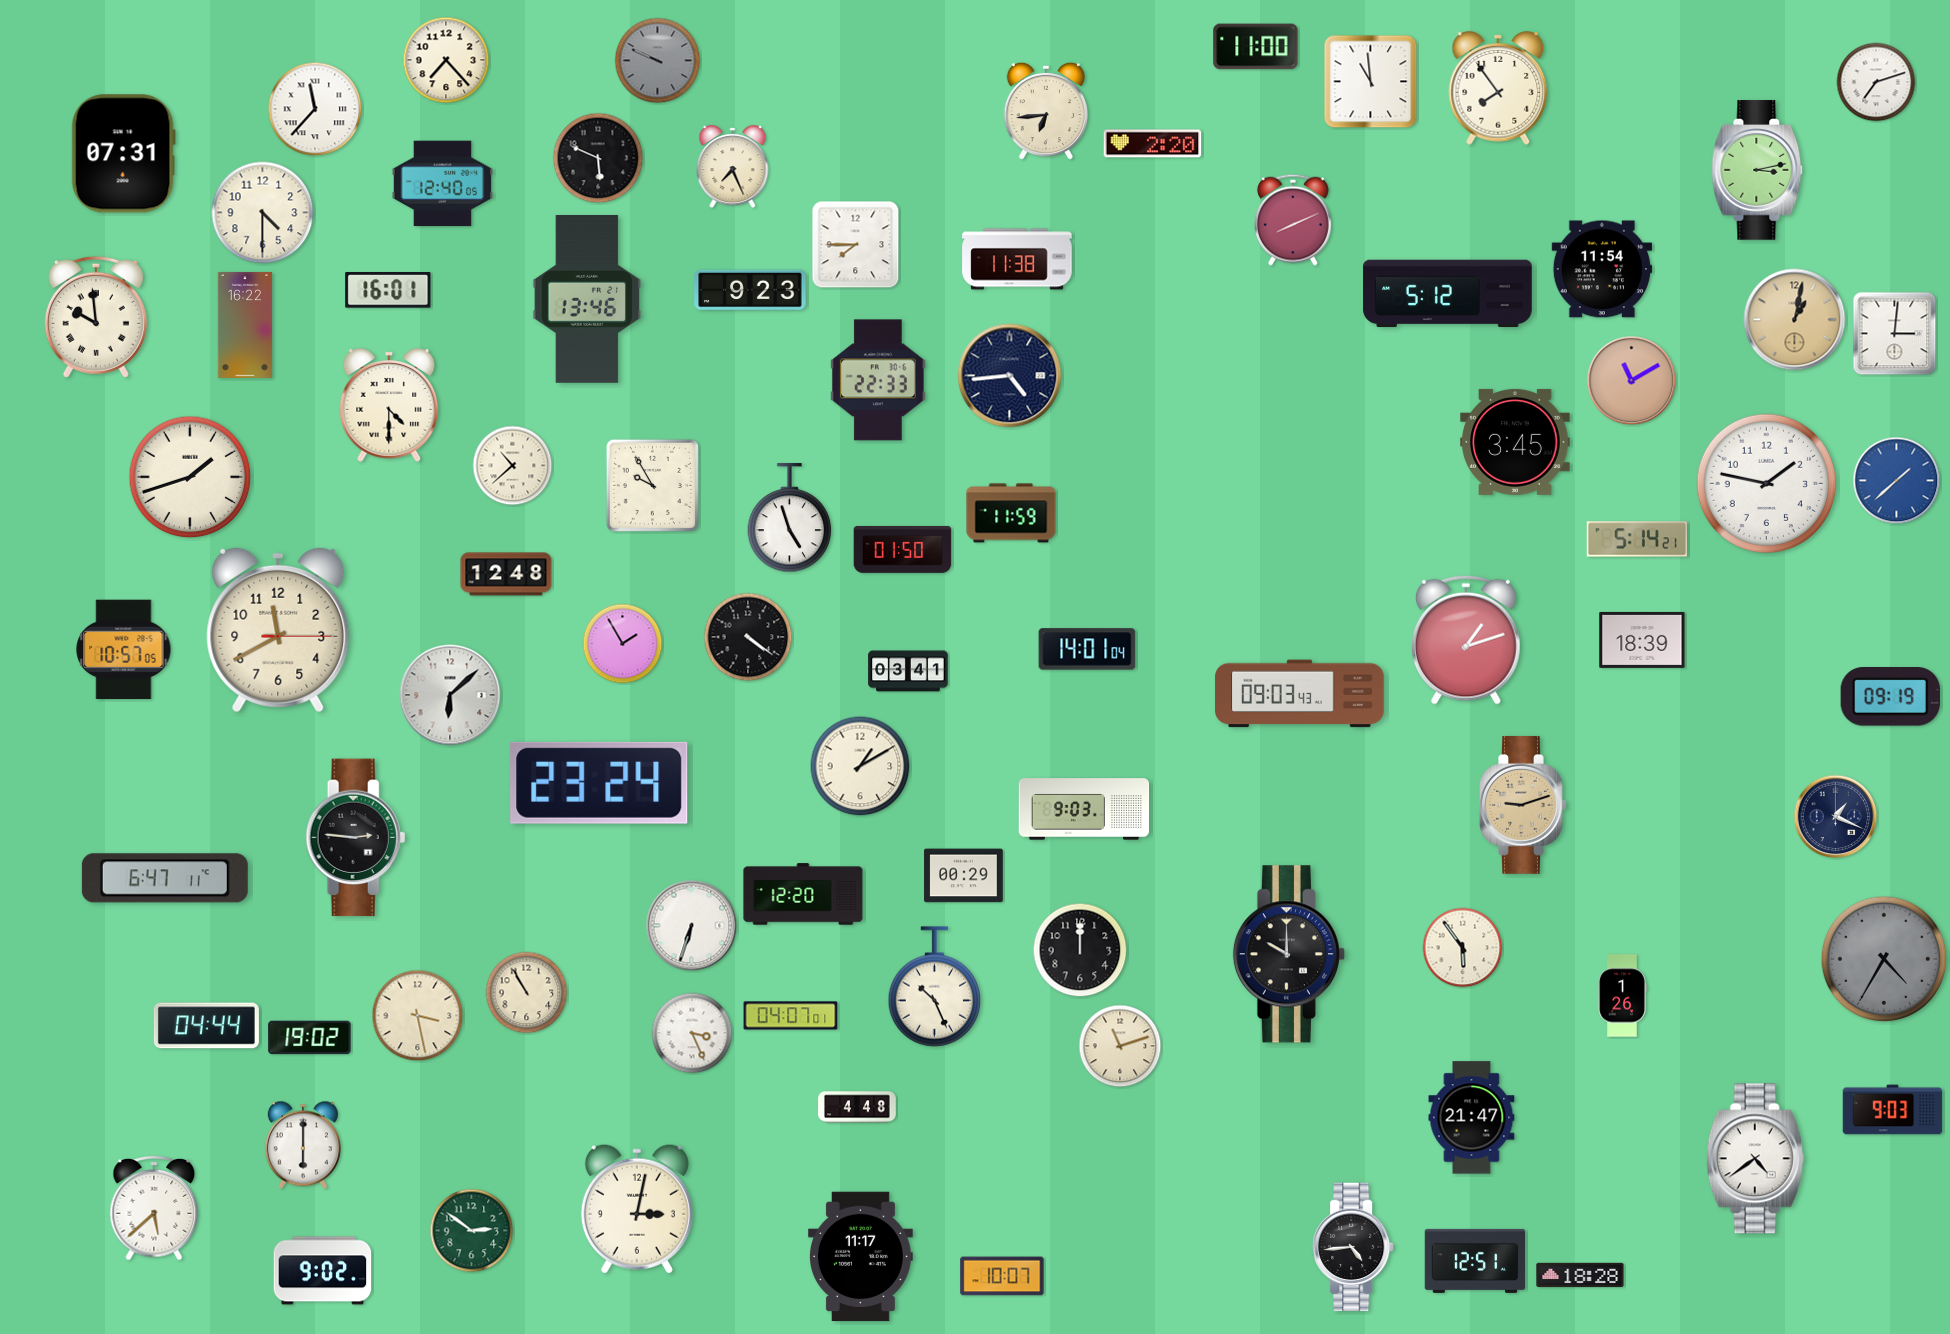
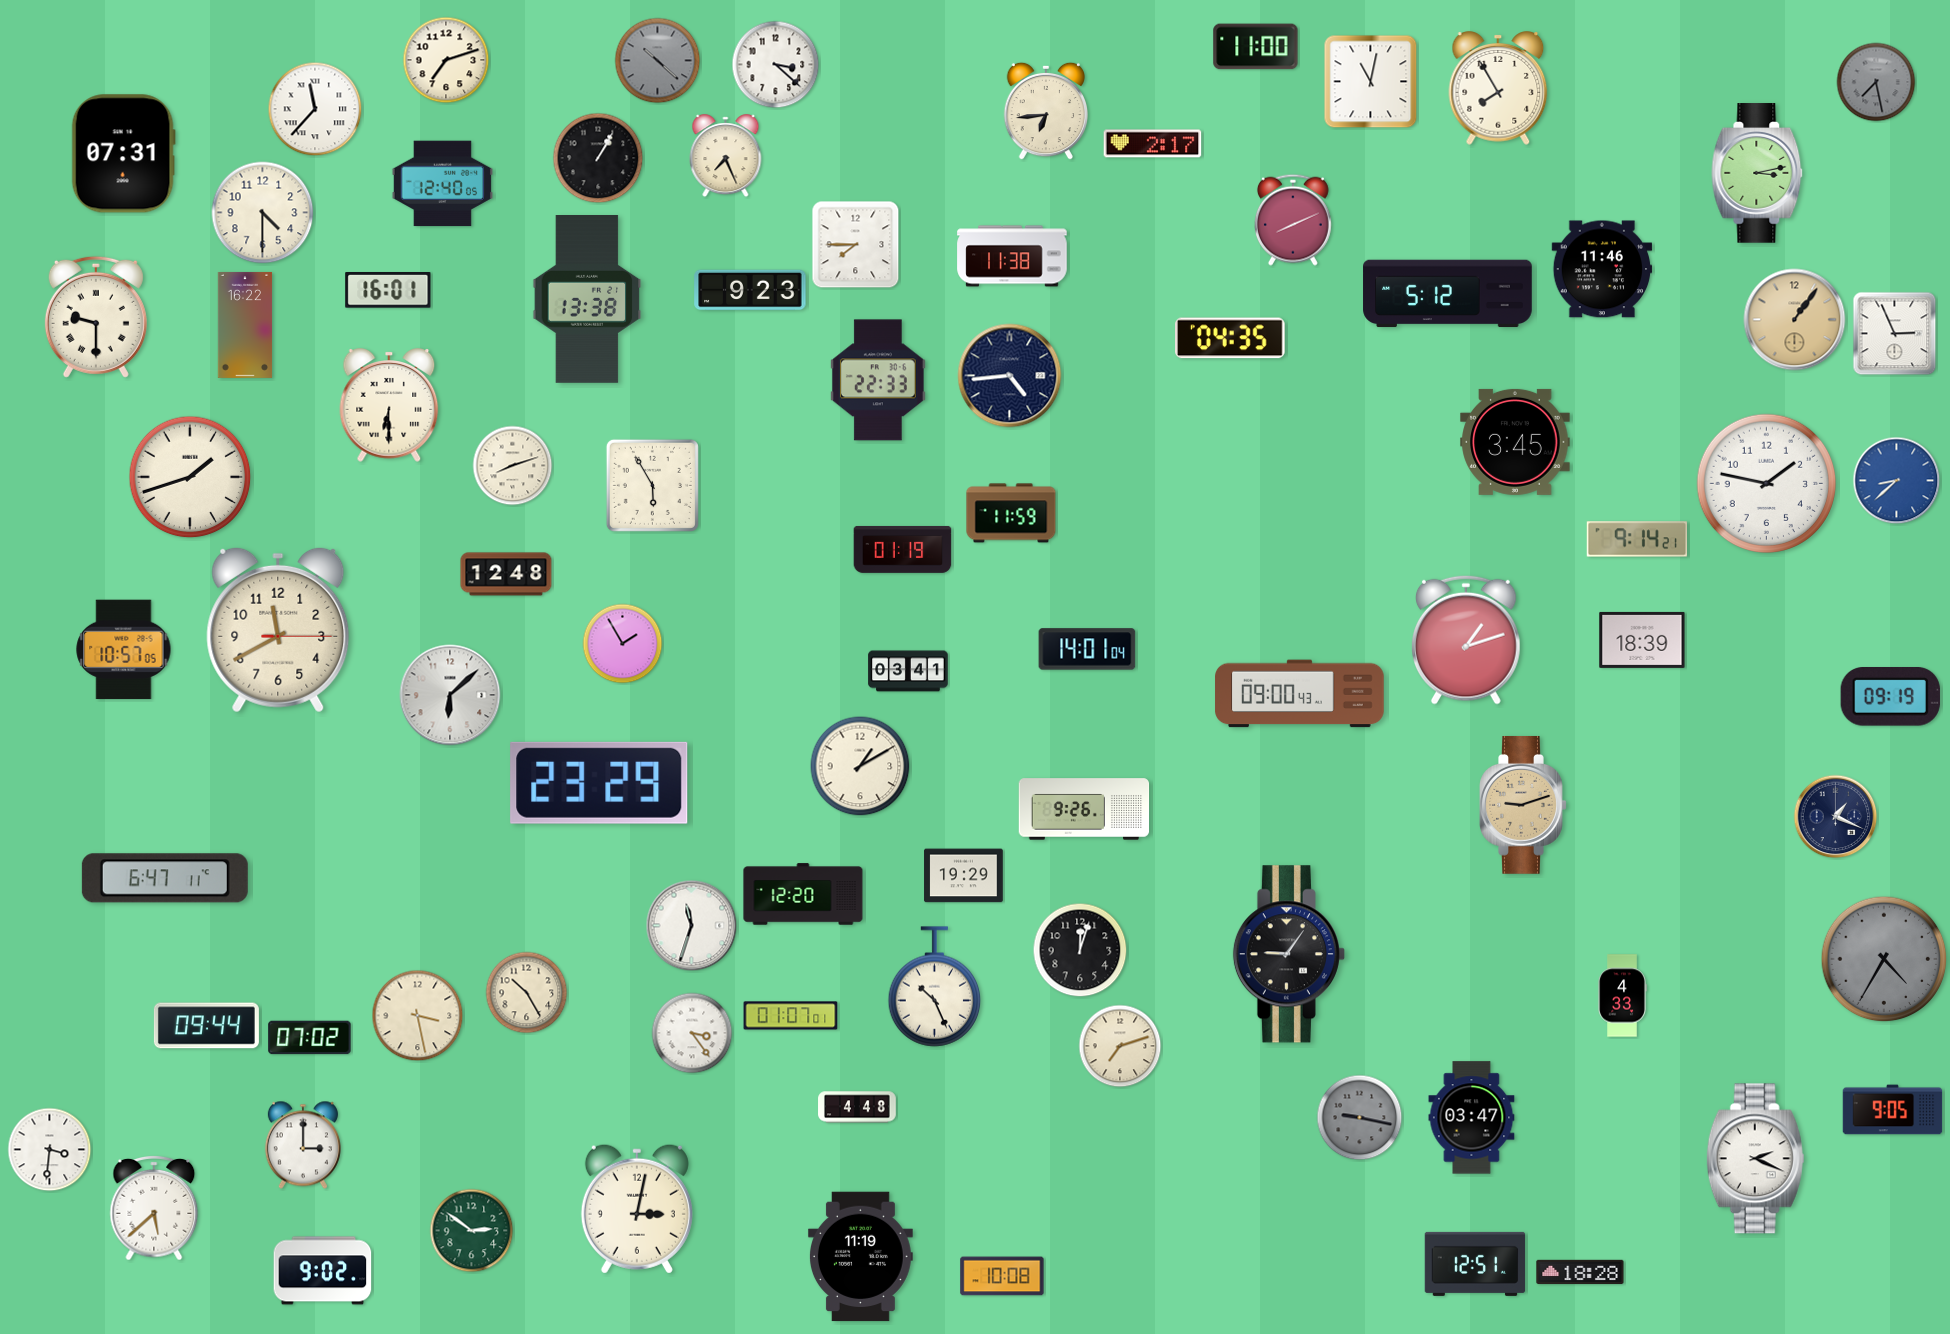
clock at (446, 60): 7:23 -> 7:12
clock at (658, 61): 9:49 -> 10:22
clock at (776, 65): none -> 3:22
clock at (1371, 82): 10:59 -> 11:02
clock at (1876, 82): 7:12 -> 7:28
clock at (1876, 82) dial: white -> grey
clock at (1498, 88): 7:54 -> 7:55
clock at (1153, 144): 2:20 -> 2:17
clock at (598, 158): 5:49 -> 1:05
clock at (733, 167) position: (733, 167) -> (726, 156)
clock at (1757, 170) position: (1757, 170) -> (1757, 173)
clock at (1017, 259) position: (1017, 259) -> (1012, 256)
clock at (1602, 269): 11:54 -> 11:46
clock at (587, 300): 13:46 -> 13:38
clock at (96, 317): 9:59 -> 9:30
clock at (1795, 320): 1:02 -> 1:06
clock at (1895, 334): 3:01 -> 2:56
clock at (1231, 338): none -> 04:35
clock at (1632, 381): 11:10 -> none
clock at (389, 405): 4:30 -> 6:30
clock at (513, 466): 10:38 -> 8:12
clock at (1897, 481): 1:38 -> 8:38
clock at (652, 485): 9:55 -> 5:55
clock at (790, 518): 4:57 -> none
clock at (1637, 539): 5:14 -> 9:14
clock at (903, 550): 01:50 -> 01:19
clock at (748, 637): 4:21 -> none
clock at (1300, 694): 09:03 -> 09:00
clock at (599, 783): 23:24 -> 23:29
clock at (1084, 809): 9:03 -> 9:26
clock at (356, 838): 2:46 -> none
clock at (964, 876): 00:29 -> 19:29
clock at (692, 926): 6:33 -> 11:33
clock at (1463, 948): 5:54 -> none
clock at (1080, 950): 12:00 -> 12:03
clock at (1289, 954): 10:00 -> 9:06
clock at (527, 993): 10:55 -> 10:25
clock at (1622, 996): 1:26 -> 4:33
clock at (791, 1016): 04:07 -> 01:07
clock at (206, 1026): 04:44 -> 09:44
clock at (692, 1033): 3:26 -> 3:24
clock at (310, 1038): 19:02 -> 07:02
clock at (1120, 1046): 11:12 -> 7:12
clock at (1893, 1110): 9:03 -> 9:05
clock at (1360, 1118): none -> 9:17
clock at (1472, 1118): 21:47 -> 03:47
clock at (303, 1145): 6:00 -> 3:00
clock at (50, 1150): none -> 3:31
clock at (1755, 1159): 4:39 -> 2:19
clock at (1354, 1247): 4:44 -> none
clock at (860, 1257): 11:17 -> 11:19
clock at (1475, 1261) position: (1475, 1261) -> (1475, 1264)
clock at (1580, 1275) position: (1580, 1275) -> (1580, 1272)
clock at (1002, 1276): 10:07 -> 10:08
